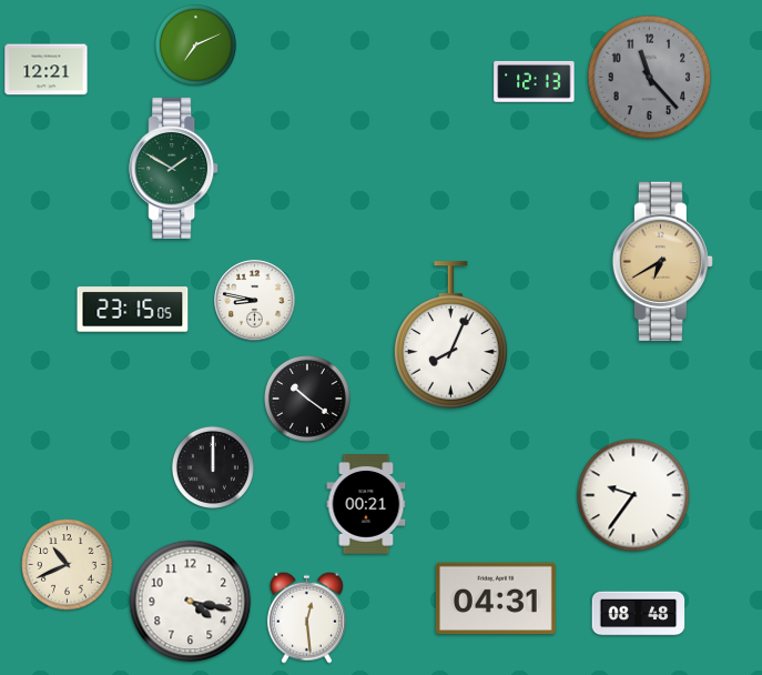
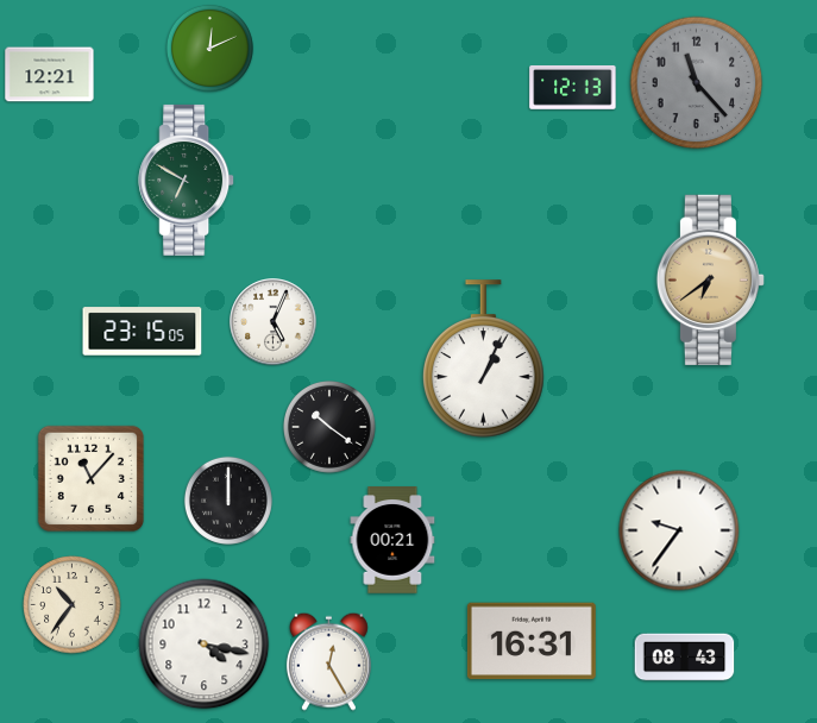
clock at (195, 44): 7:11 -> 12:11
clock at (174, 168): 1:50 -> 6:50
clock at (662, 261): 6:40 -> 6:39
clock at (255, 301): 8:47 -> 5:04
clock at (451, 335): 8:04 -> 1:04
clock at (90, 478): none -> 11:07
clock at (68, 565): 10:41 -> 10:36
clock at (496, 598): 04:31 -> 16:31
clock at (639, 614): 08:48 -> 08:43
clock at (306, 617): 12:29 -> 12:25
